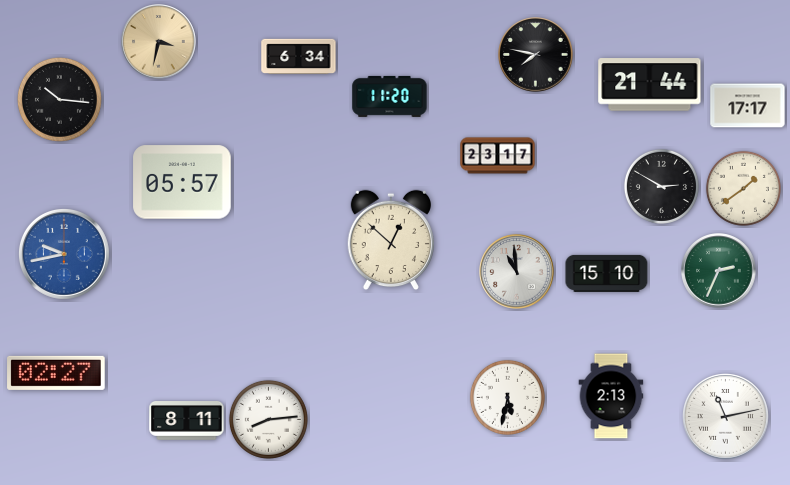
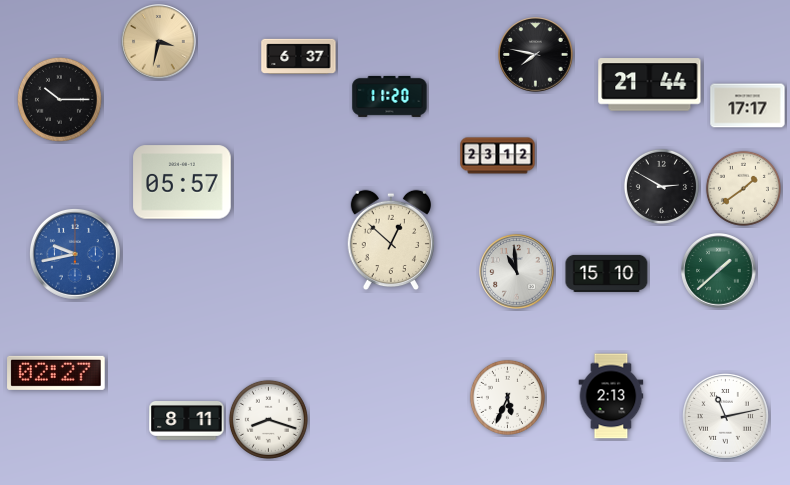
clock at (299, 57): 6:34 -> 6:37
clock at (59, 99): 10:16 -> 10:15
clock at (498, 156): 23:17 -> 23:12
clock at (64, 254) position: (64, 254) -> (75, 254)
clock at (719, 271): 2:34 -> 1:38
clock at (507, 397): 5:32 -> 5:34
clock at (268, 419): 8:14 -> 8:18
